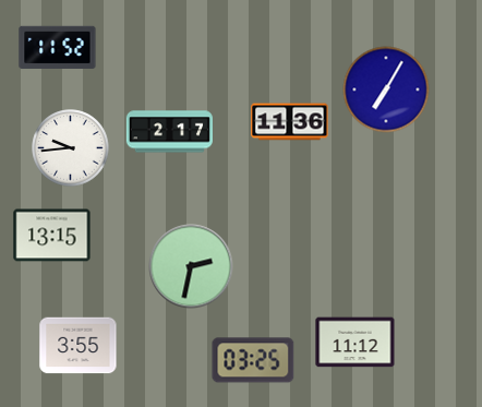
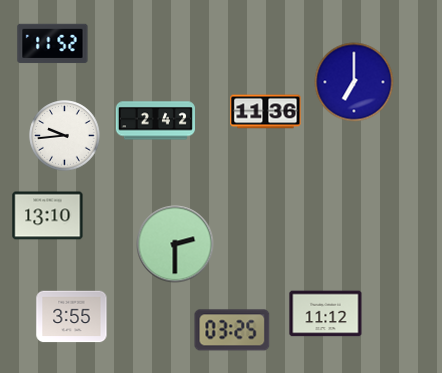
clock at (386, 89): 7:05 -> 7:00
clock at (169, 132): 2:17 -> 2:42
clock at (52, 236): 13:15 -> 13:10
clock at (191, 266): 2:32 -> 2:30
